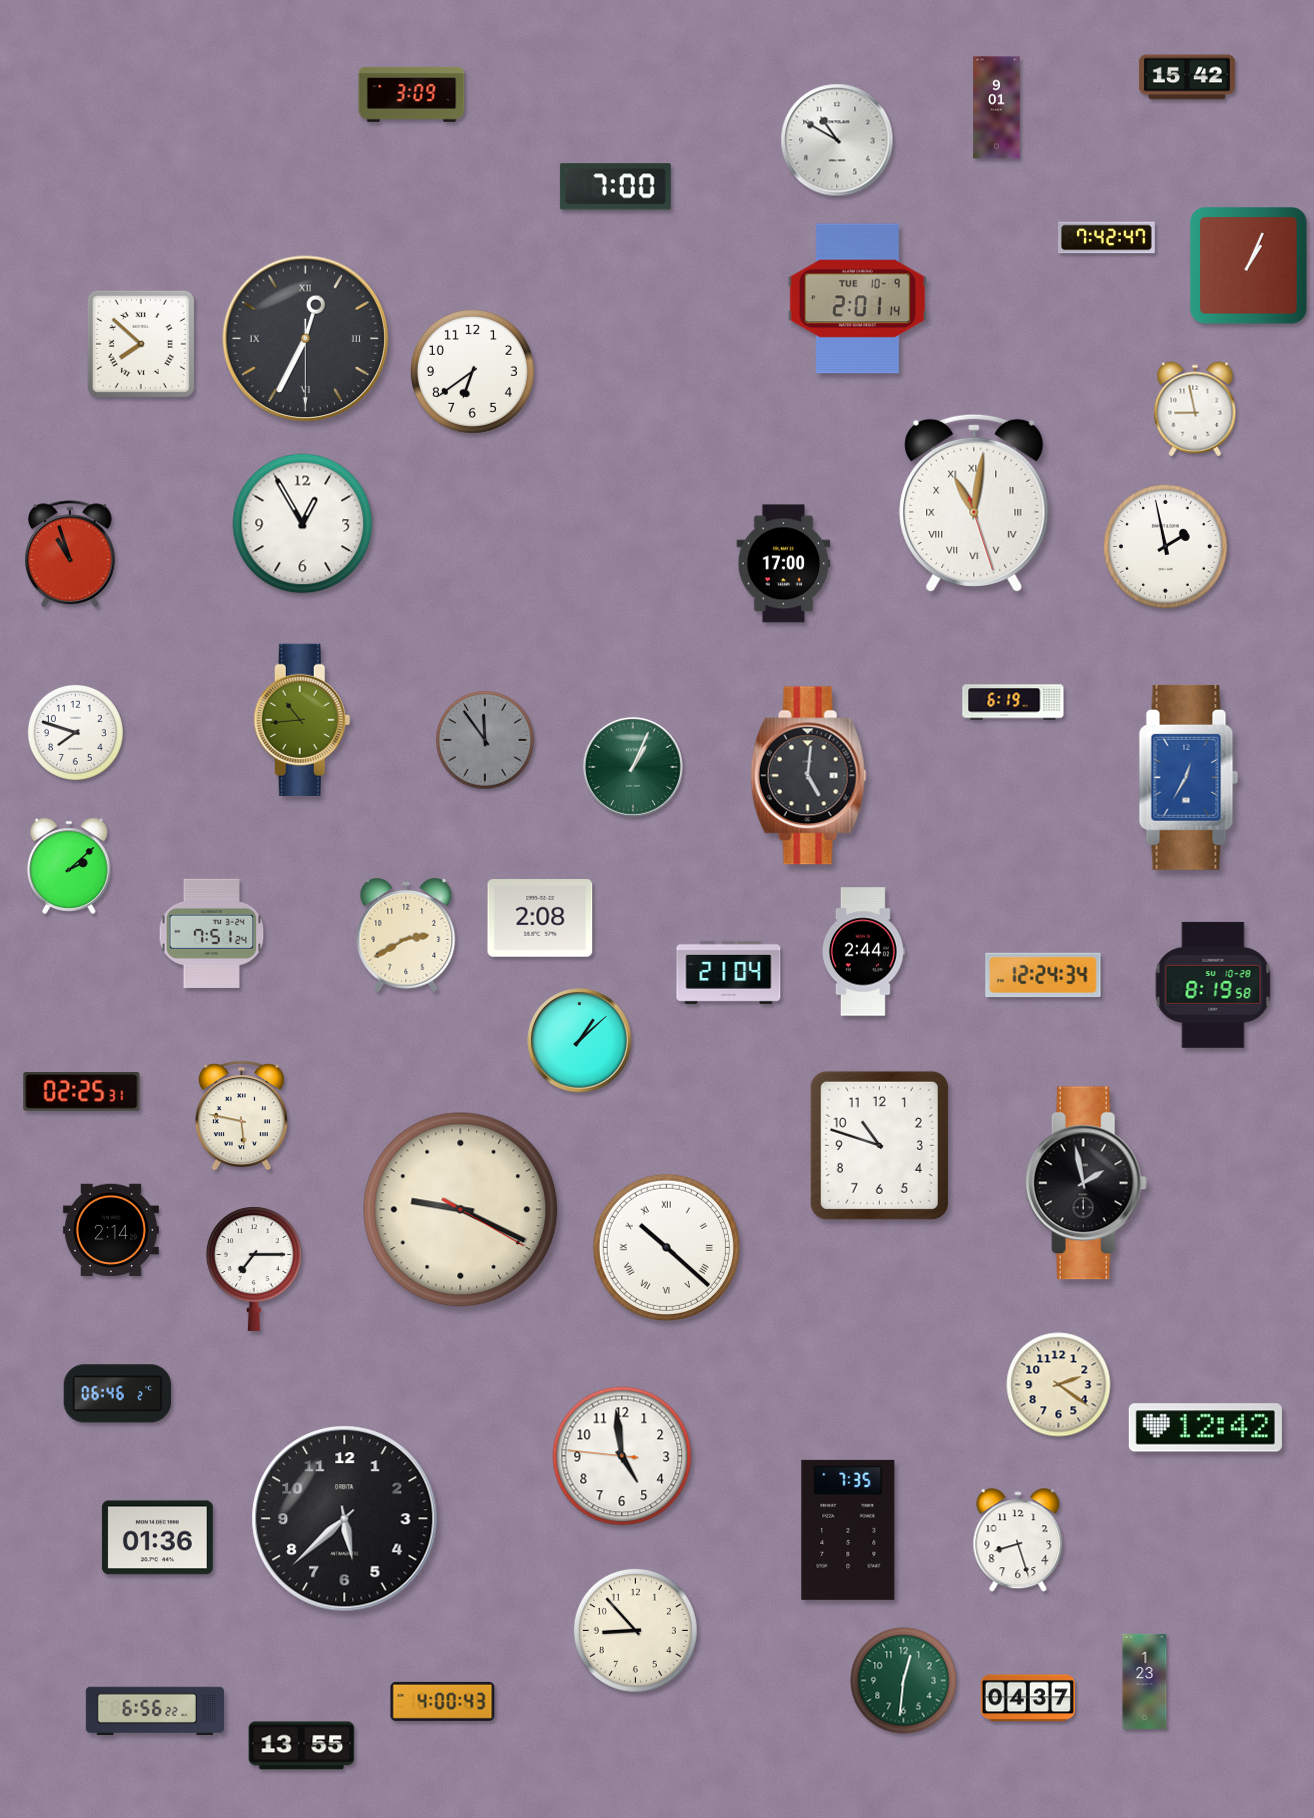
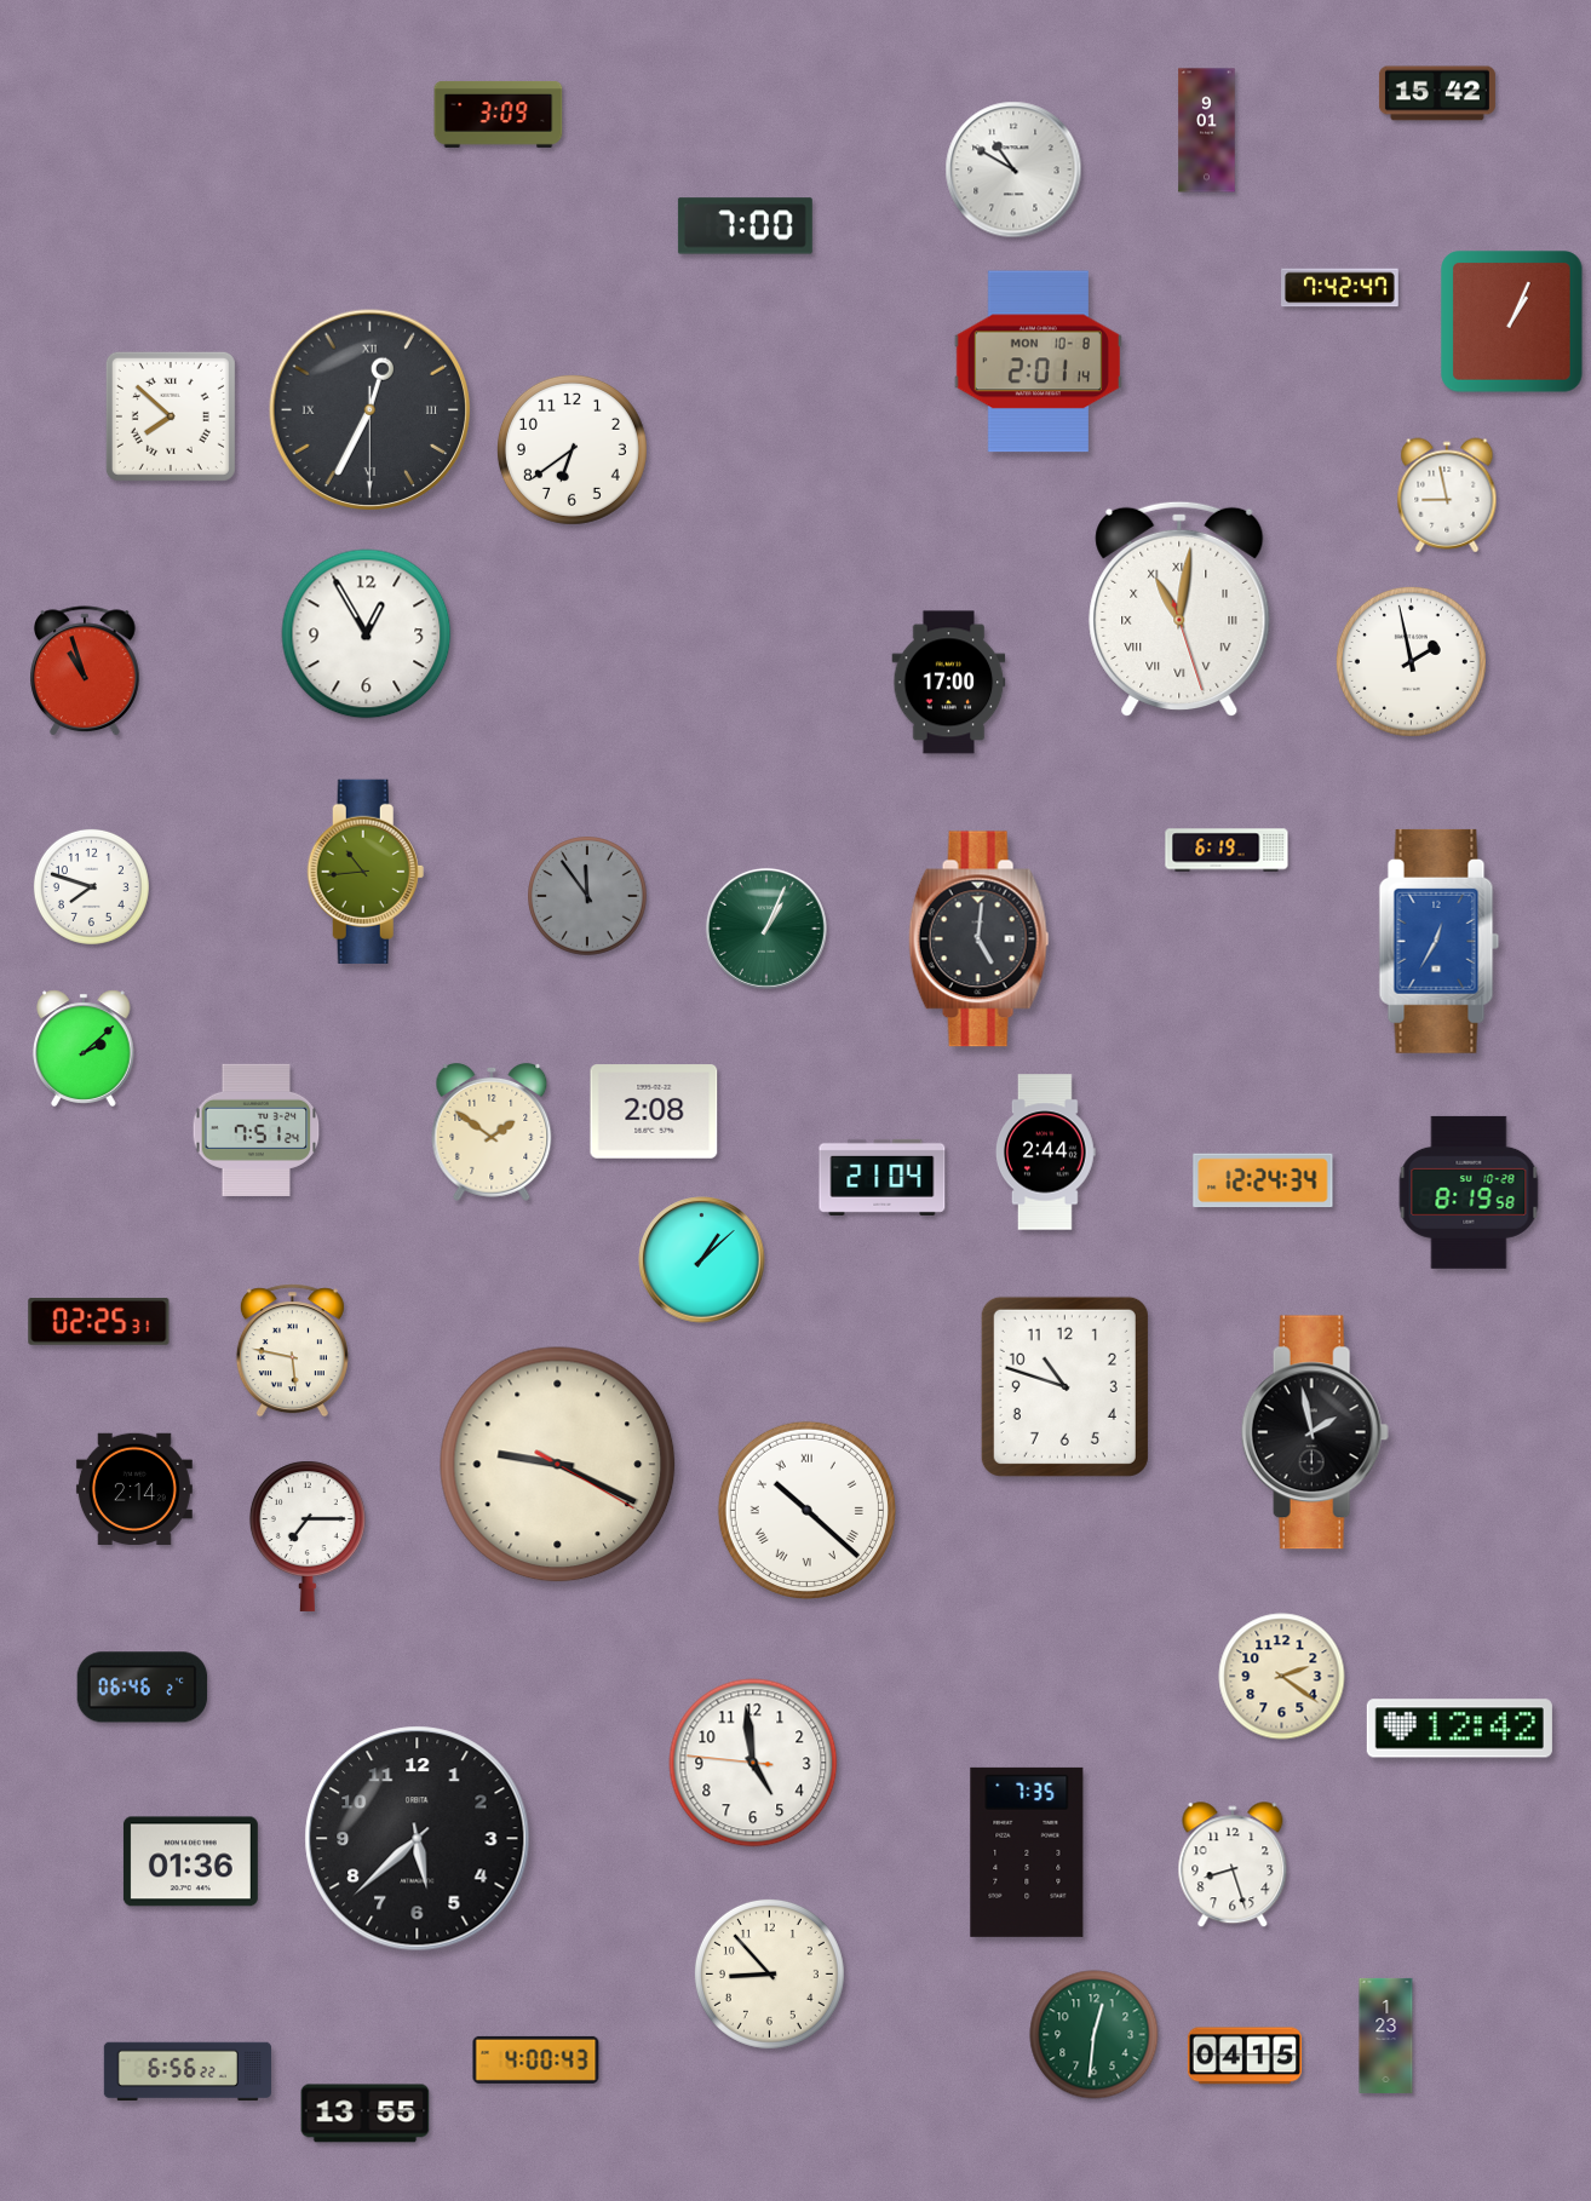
clock at (857, 299) date: TUE 10-9 -> MON 10-8
clock at (406, 935): 2:40 -> 1:51
clock at (1028, 1698): 04:37 -> 04:15
